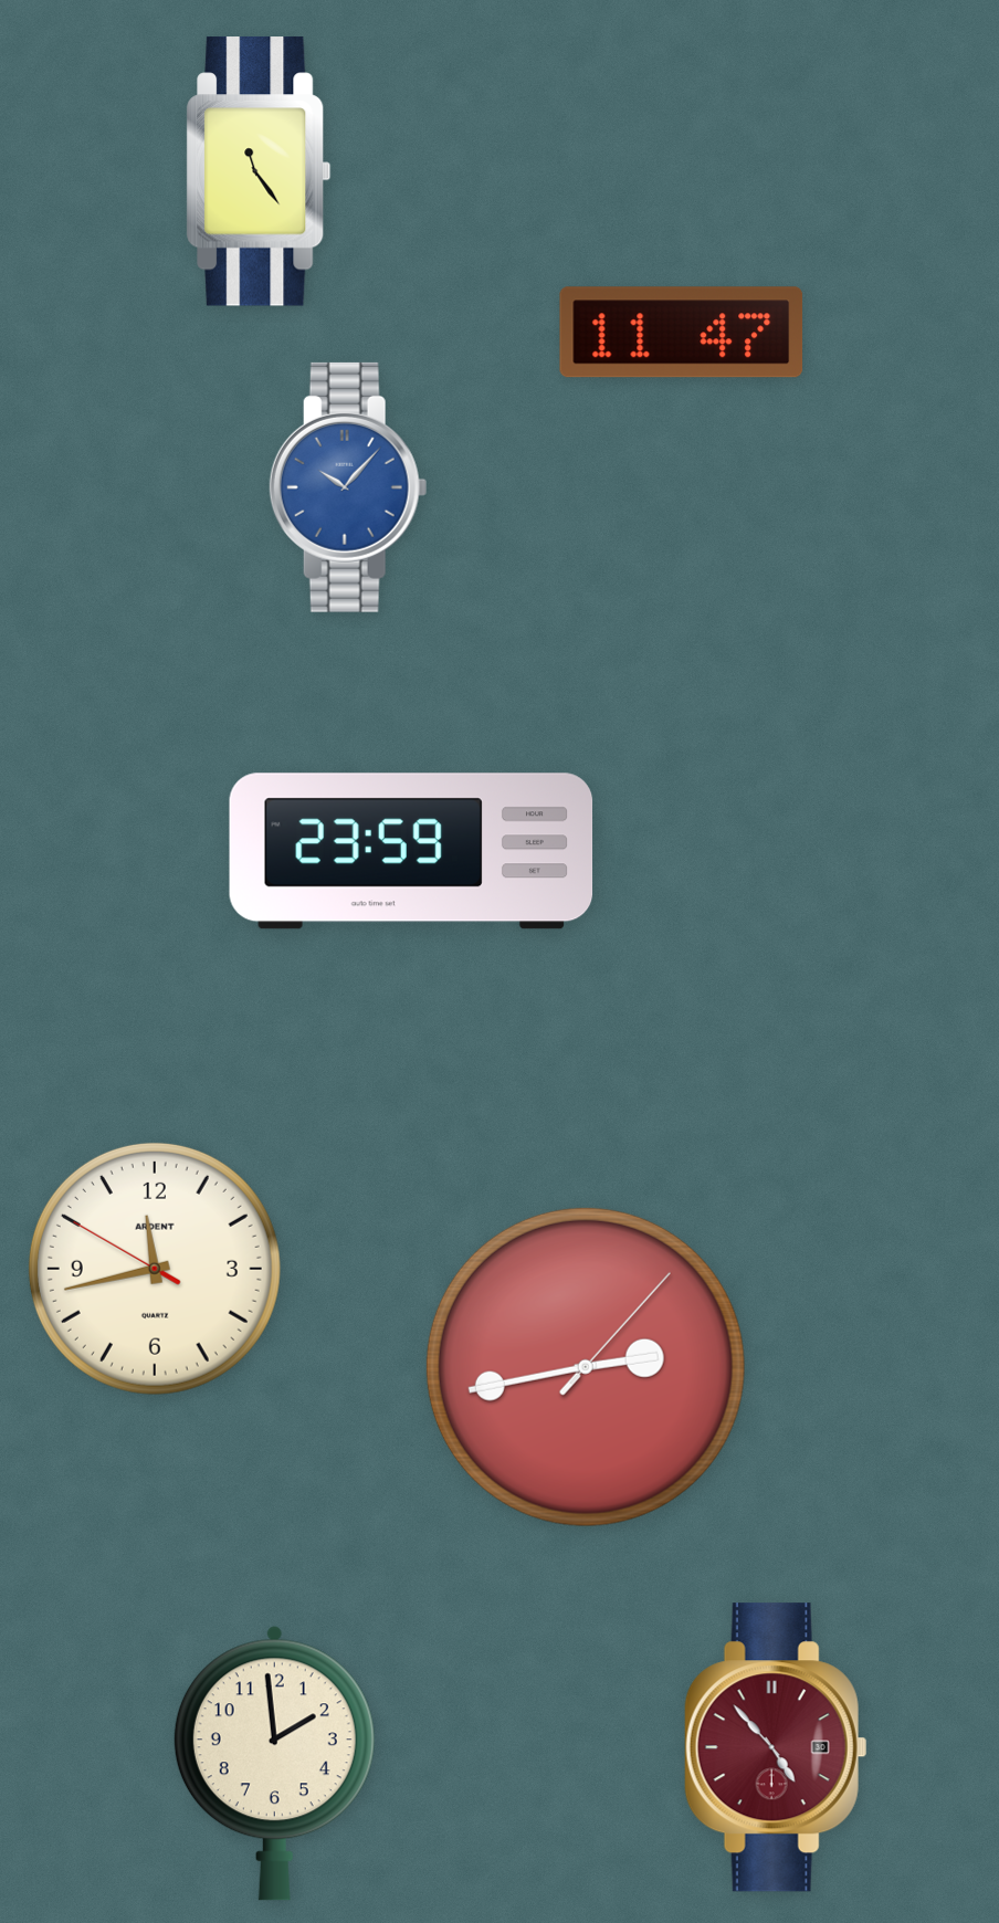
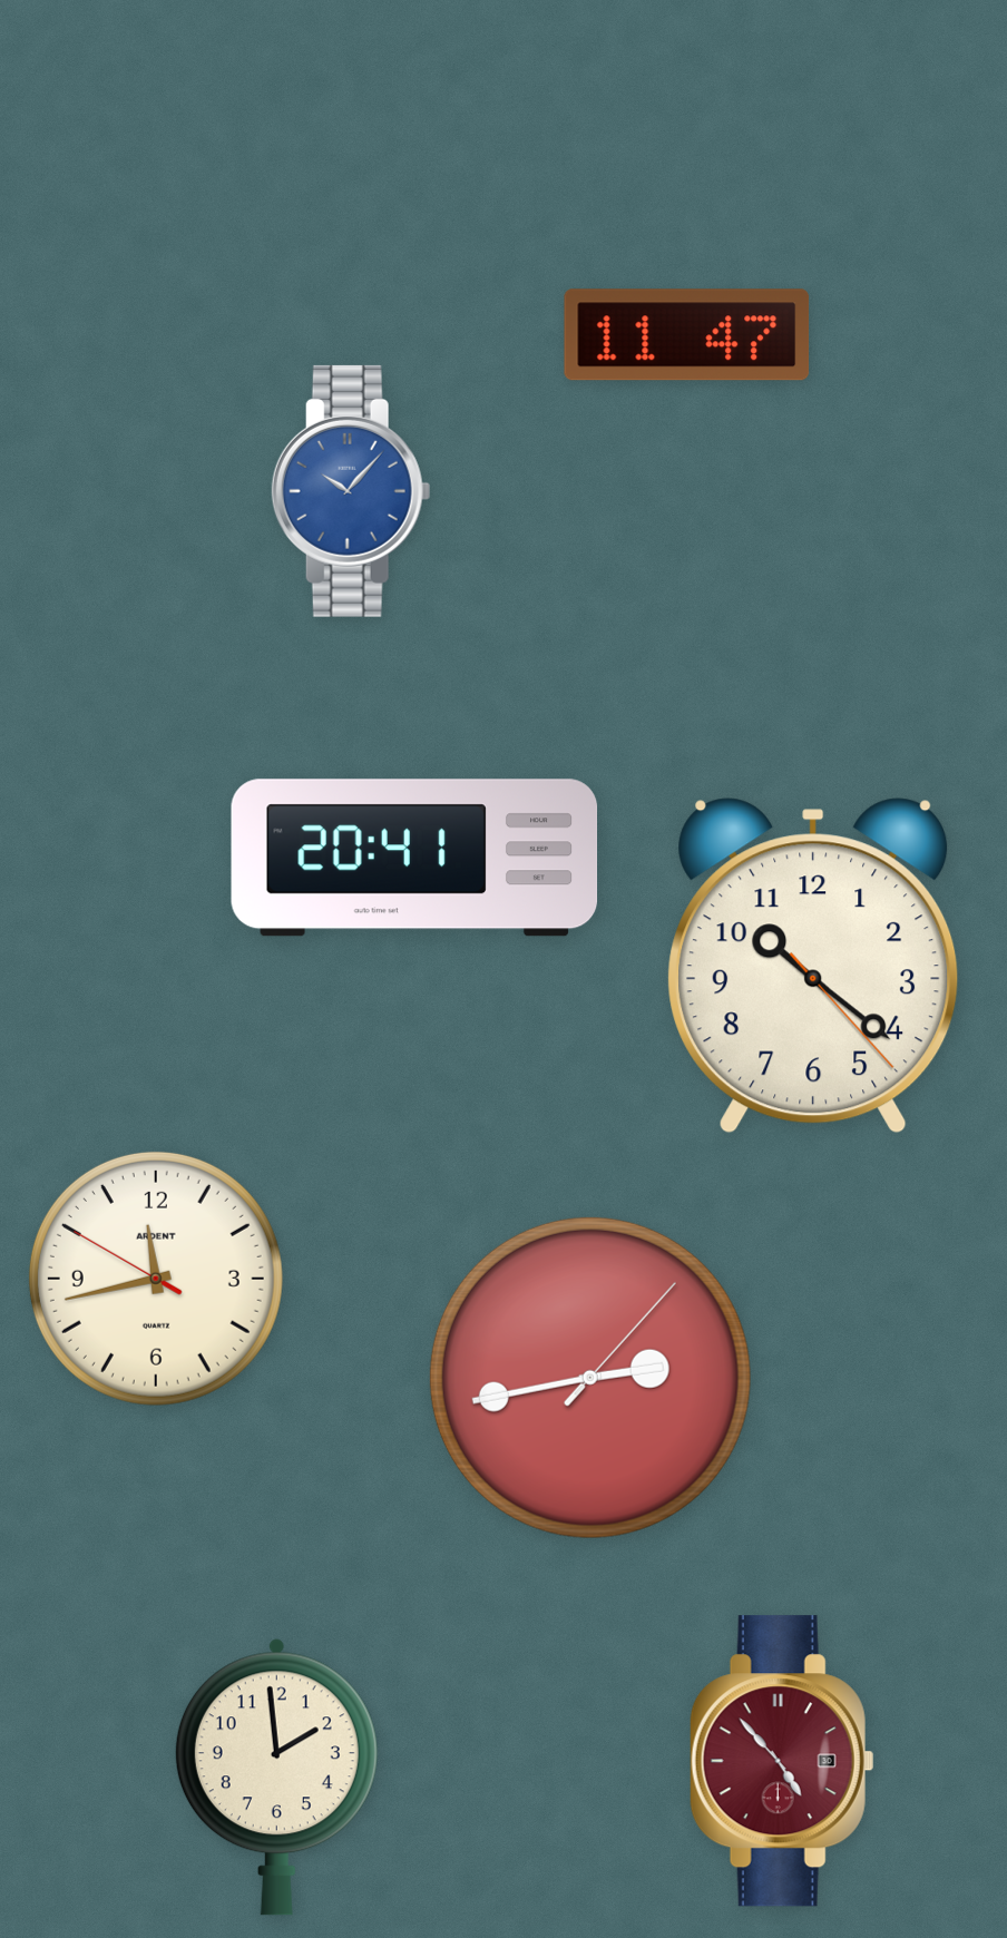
clock at (259, 171): 11:24 -> none
clock at (411, 851): 23:59 -> 20:41
clock at (813, 966): none -> 10:21
